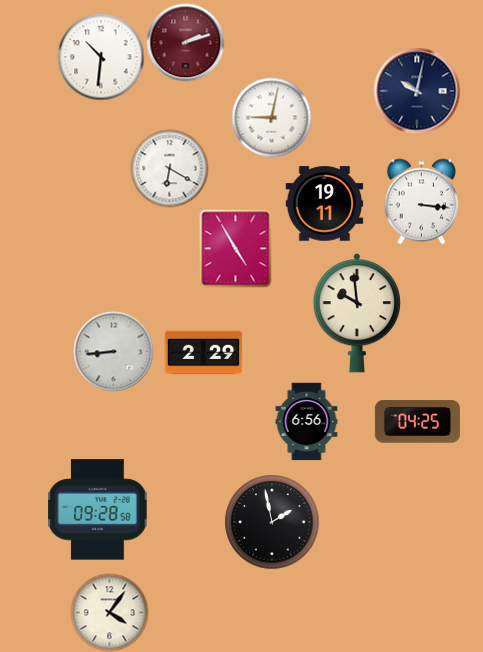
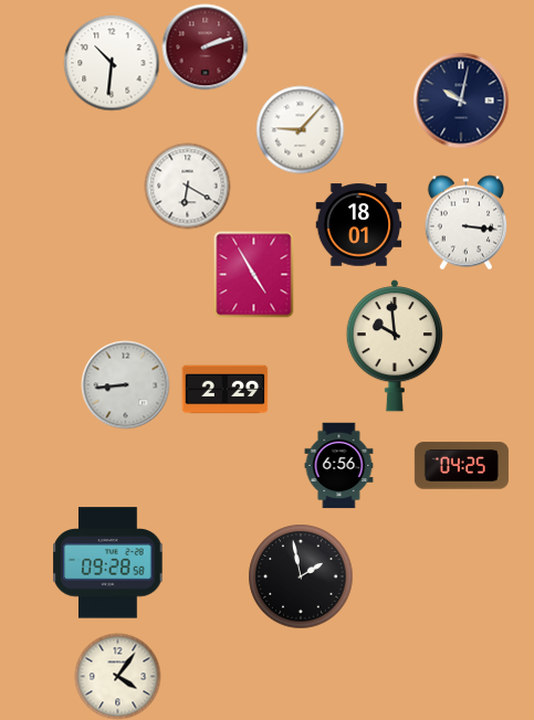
clock at (271, 117): 9:02 -> 9:07
clock at (324, 204): 19:11 -> 18:01
clock at (236, 248) position: (236, 248) -> (254, 274)
clock at (113, 351) position: (113, 351) -> (125, 384)
clock at (109, 612) position: (109, 612) -> (117, 676)
